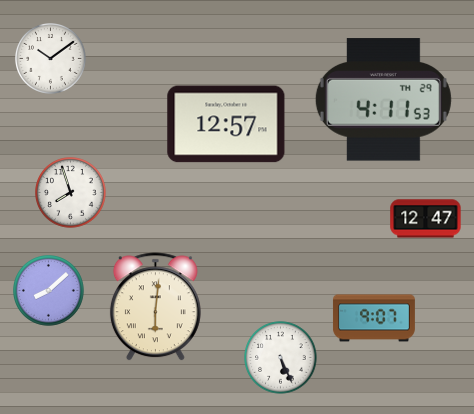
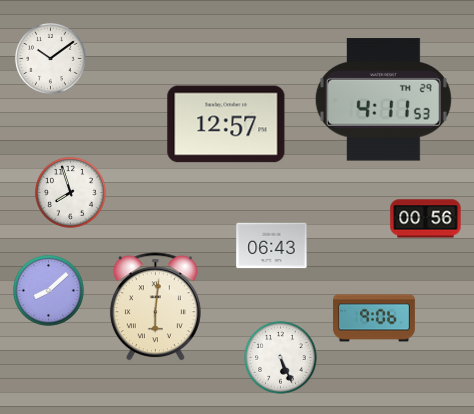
clock at (426, 219): 12:47 -> 00:56
clock at (272, 246): none -> 06:43
clock at (374, 318): 9:07 -> 9:06
